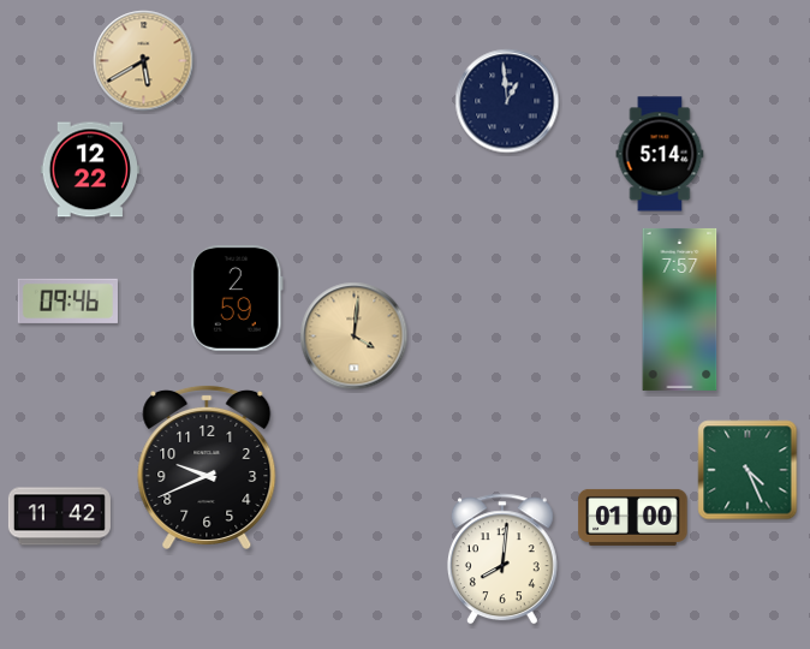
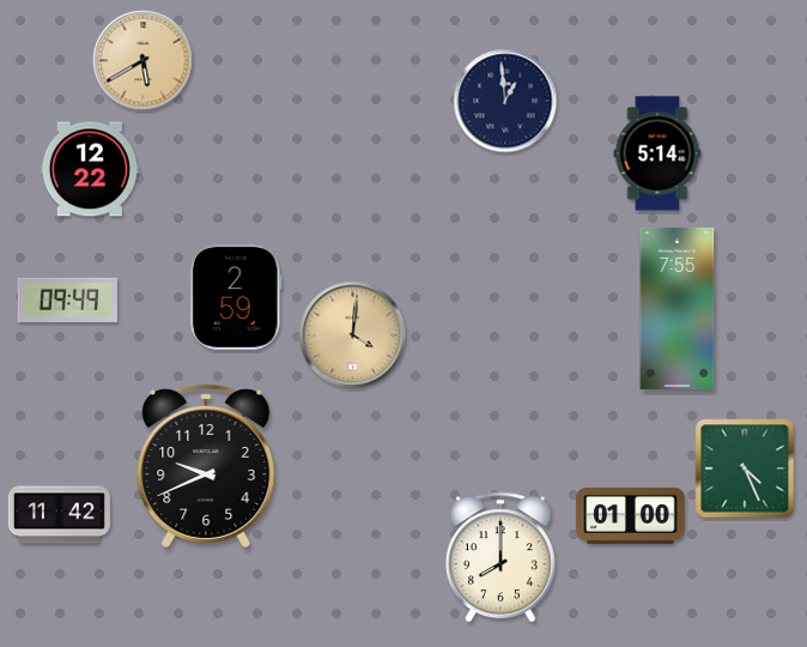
clock at (67, 300): 09:46 -> 09:49
clock at (680, 309): 7:57 -> 7:55
clock at (502, 559): 8:01 -> 8:00
